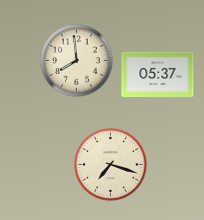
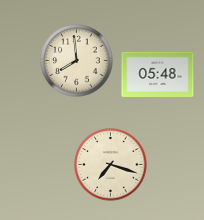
clock at (158, 74): 05:37 -> 05:48
